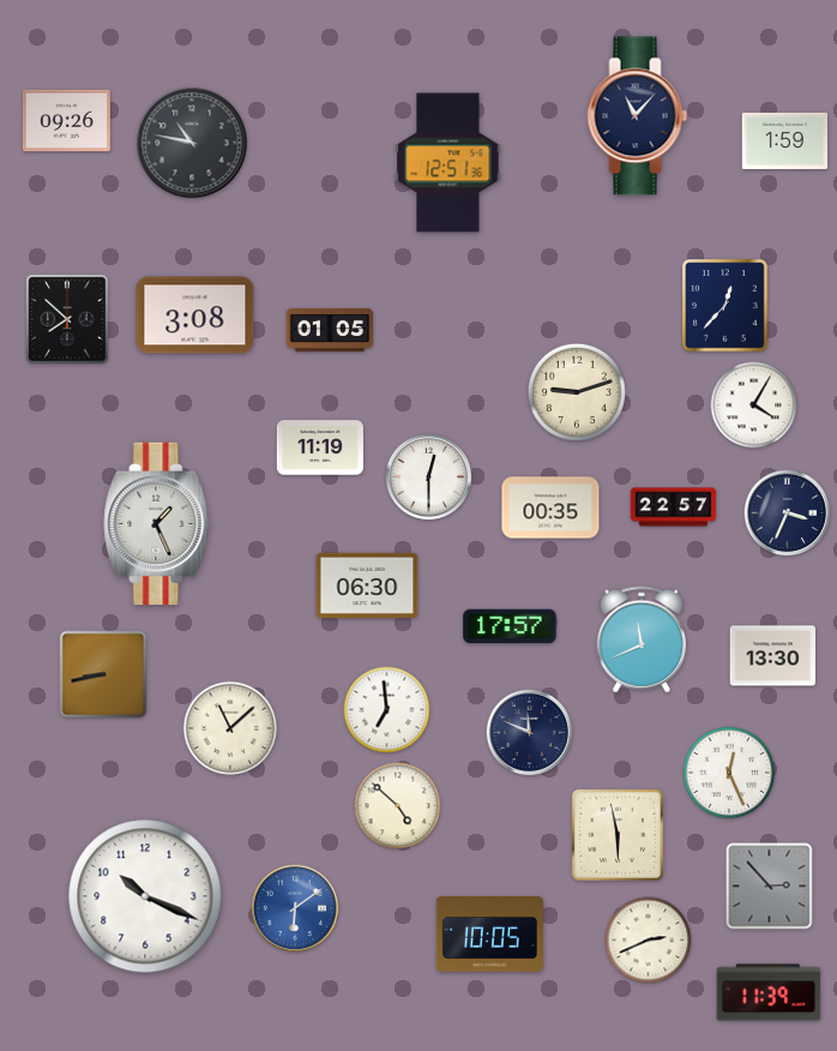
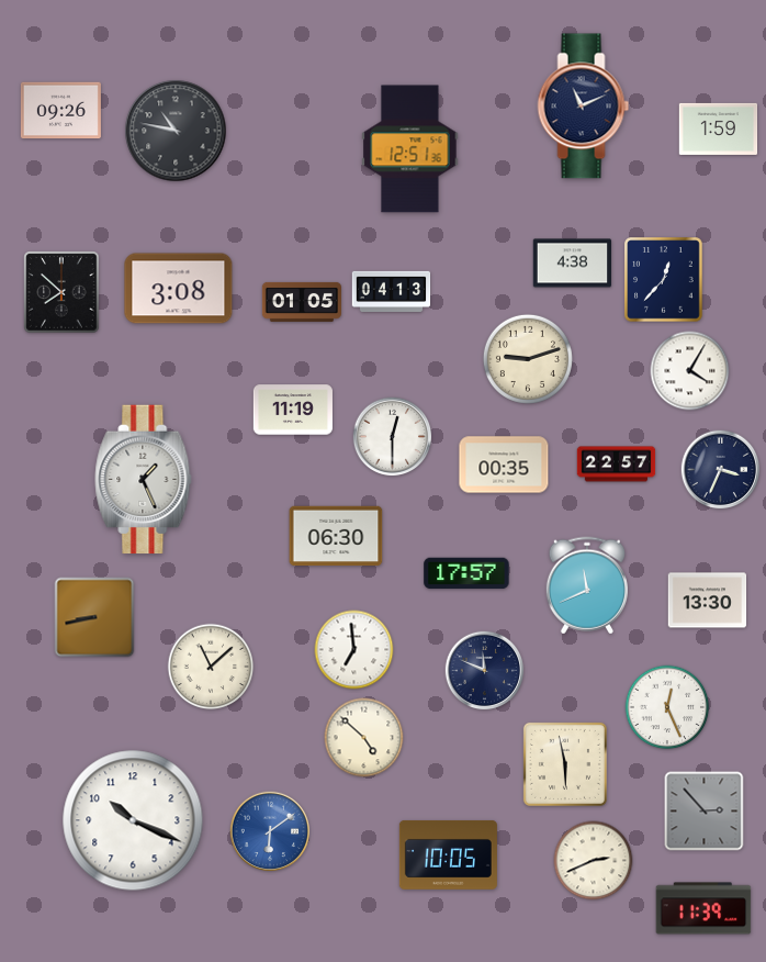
clock at (638, 116): 11:07 -> 11:11
clock at (573, 264): none -> 4:38
clock at (392, 291): none -> 04:13
